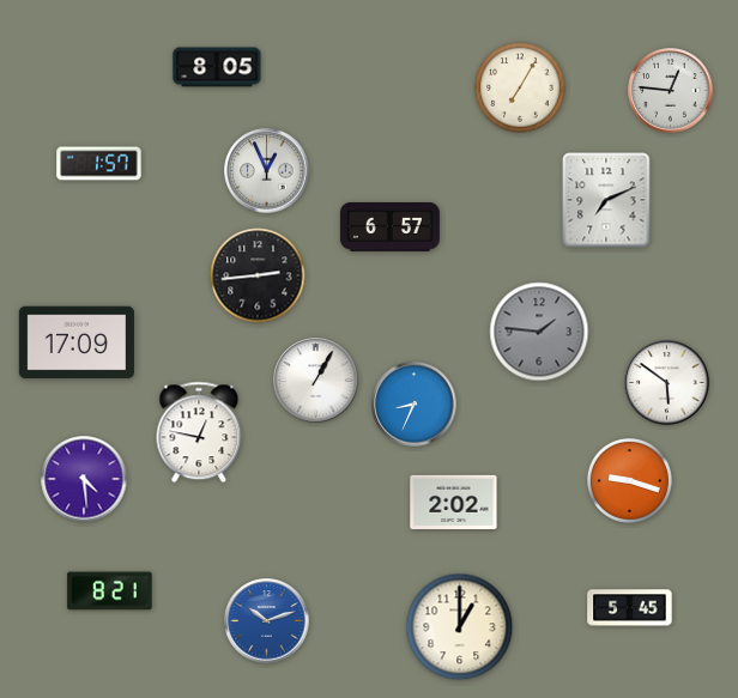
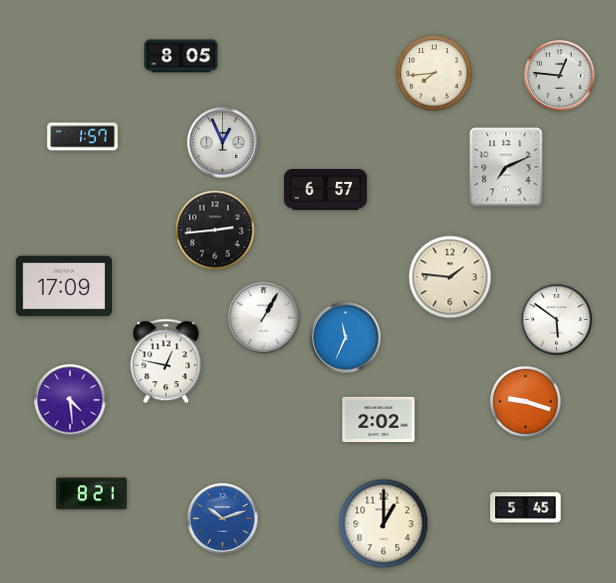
clock at (520, 87): 7:05 -> 7:44
clock at (539, 332) dial: grey -> cream
clock at (415, 405): 8:34 -> 11:34
